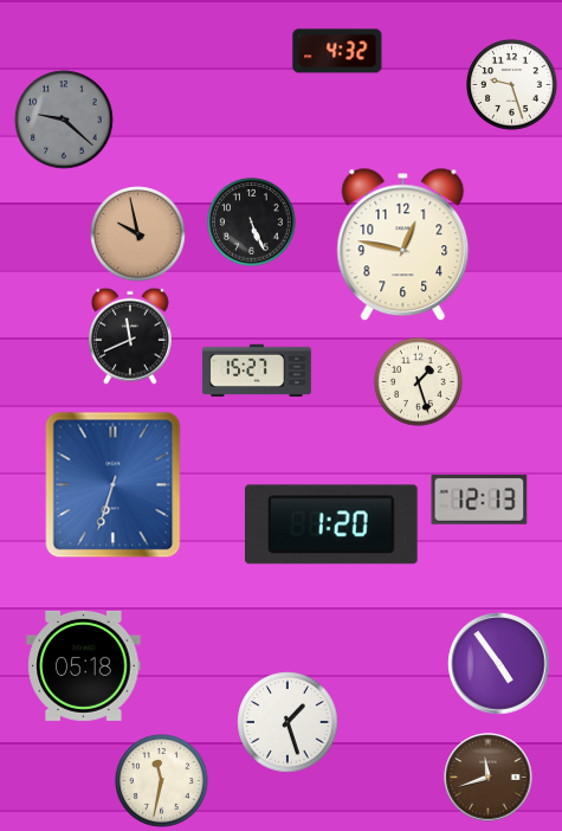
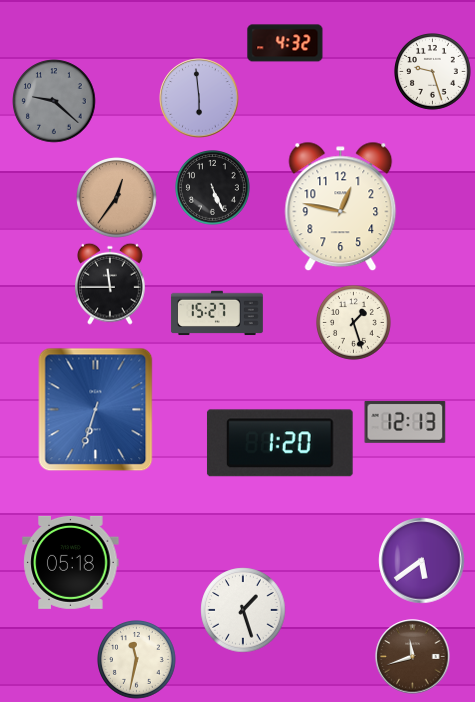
clock at (199, 98): none -> 5:59
clock at (138, 234): 9:58 -> 12:36
clock at (131, 336): 11:41 -> 11:45
clock at (499, 664): 4:54 -> 5:39
